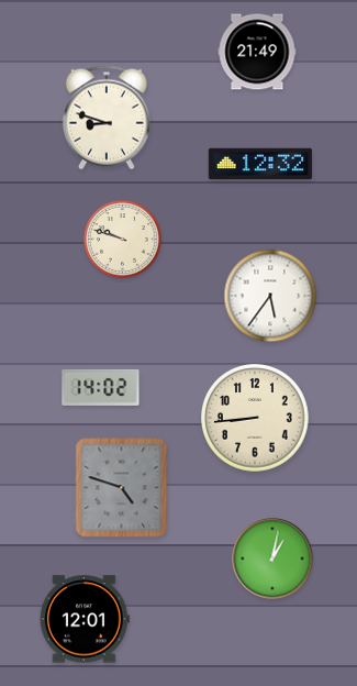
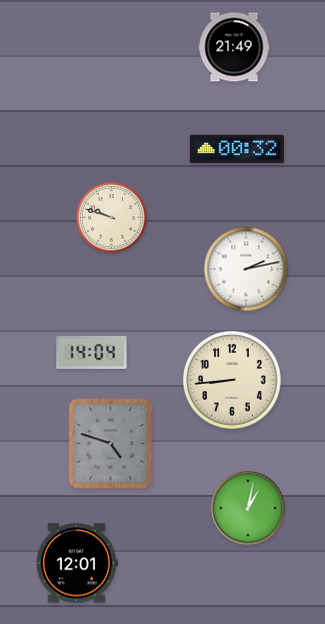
clock at (107, 118): 8:48 -> none
clock at (260, 164): 12:32 -> 00:32
clock at (270, 296): 5:36 -> 2:13
clock at (101, 387): 14:02 -> 14:04
